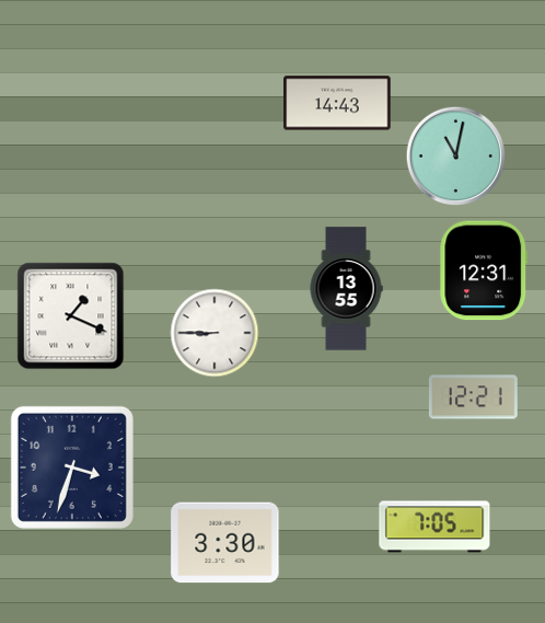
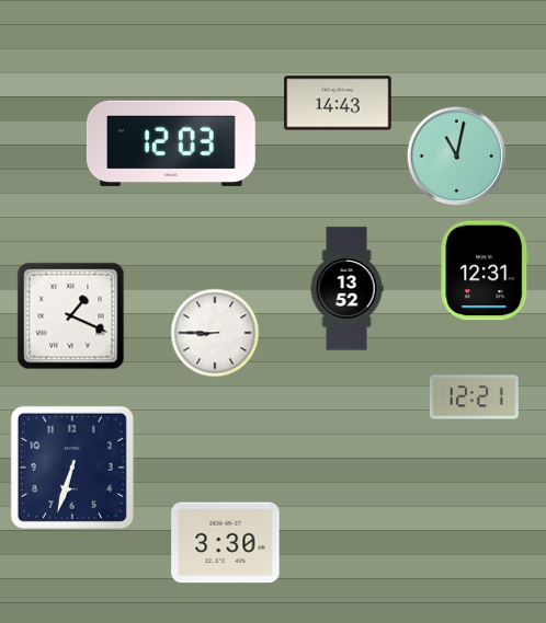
clock at (171, 143): none -> 12:03
clock at (346, 289): 13:55 -> 13:52
clock at (72, 468): 3:33 -> 6:33
clock at (434, 527): 7:05 -> none
